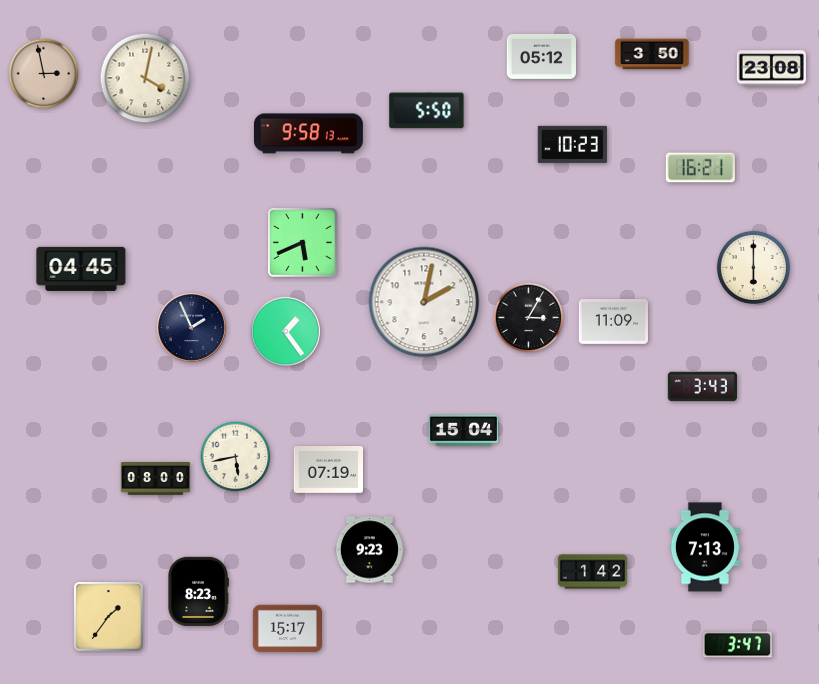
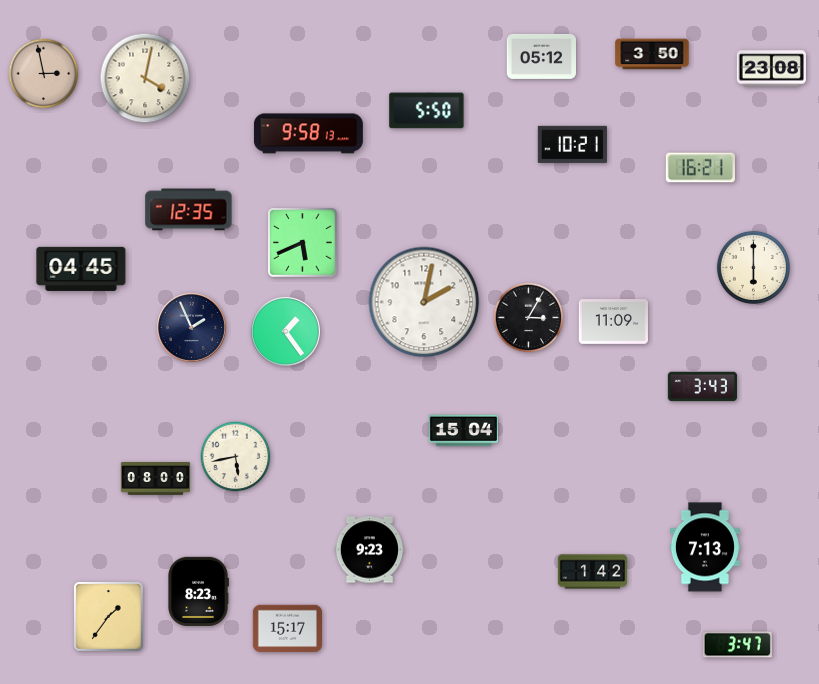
clock at (572, 144): 10:23 -> 10:21
clock at (189, 210): none -> 12:35
clock at (328, 470): 07:19 -> none
